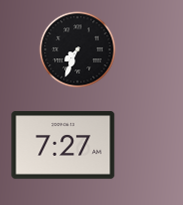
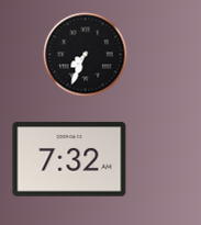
clock at (63, 145): 7:27 -> 7:32
